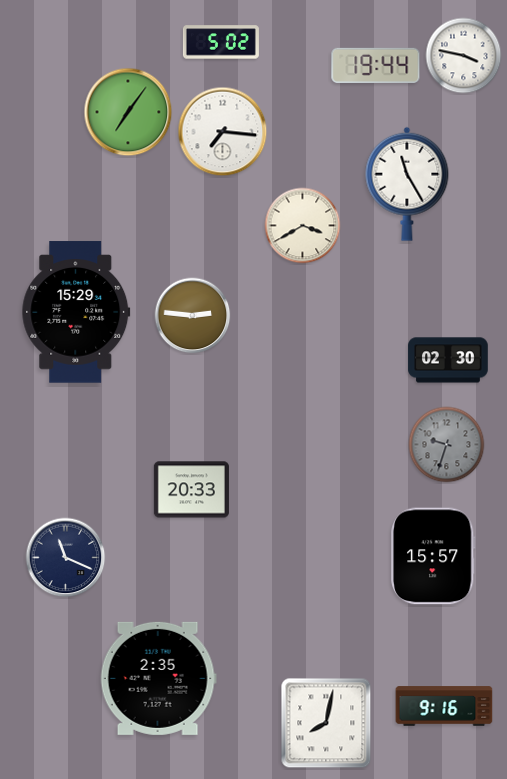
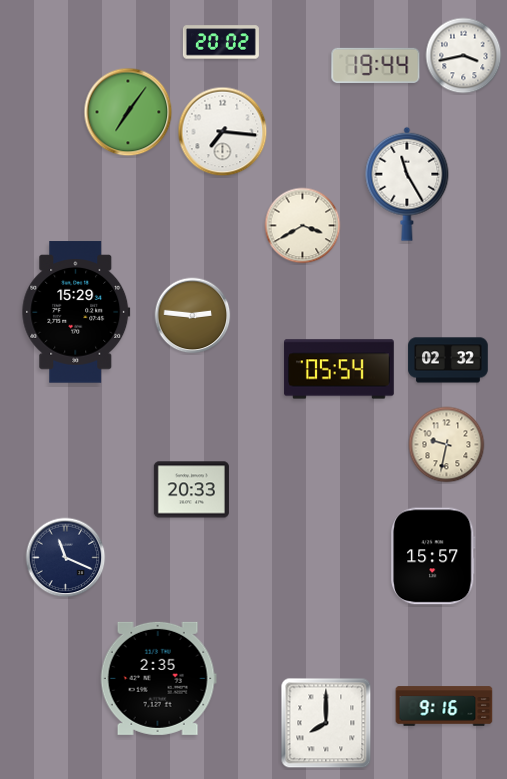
clock at (221, 42): 5:02 -> 20:02
clock at (464, 56): 3:47 -> 3:43
clock at (448, 360): 02:30 -> 02:32
clock at (339, 369): none -> 05:54
clock at (447, 445): 9:33 -> 9:32
clock at (447, 445) dial: grey -> cream
clock at (326, 723): 8:02 -> 8:00
